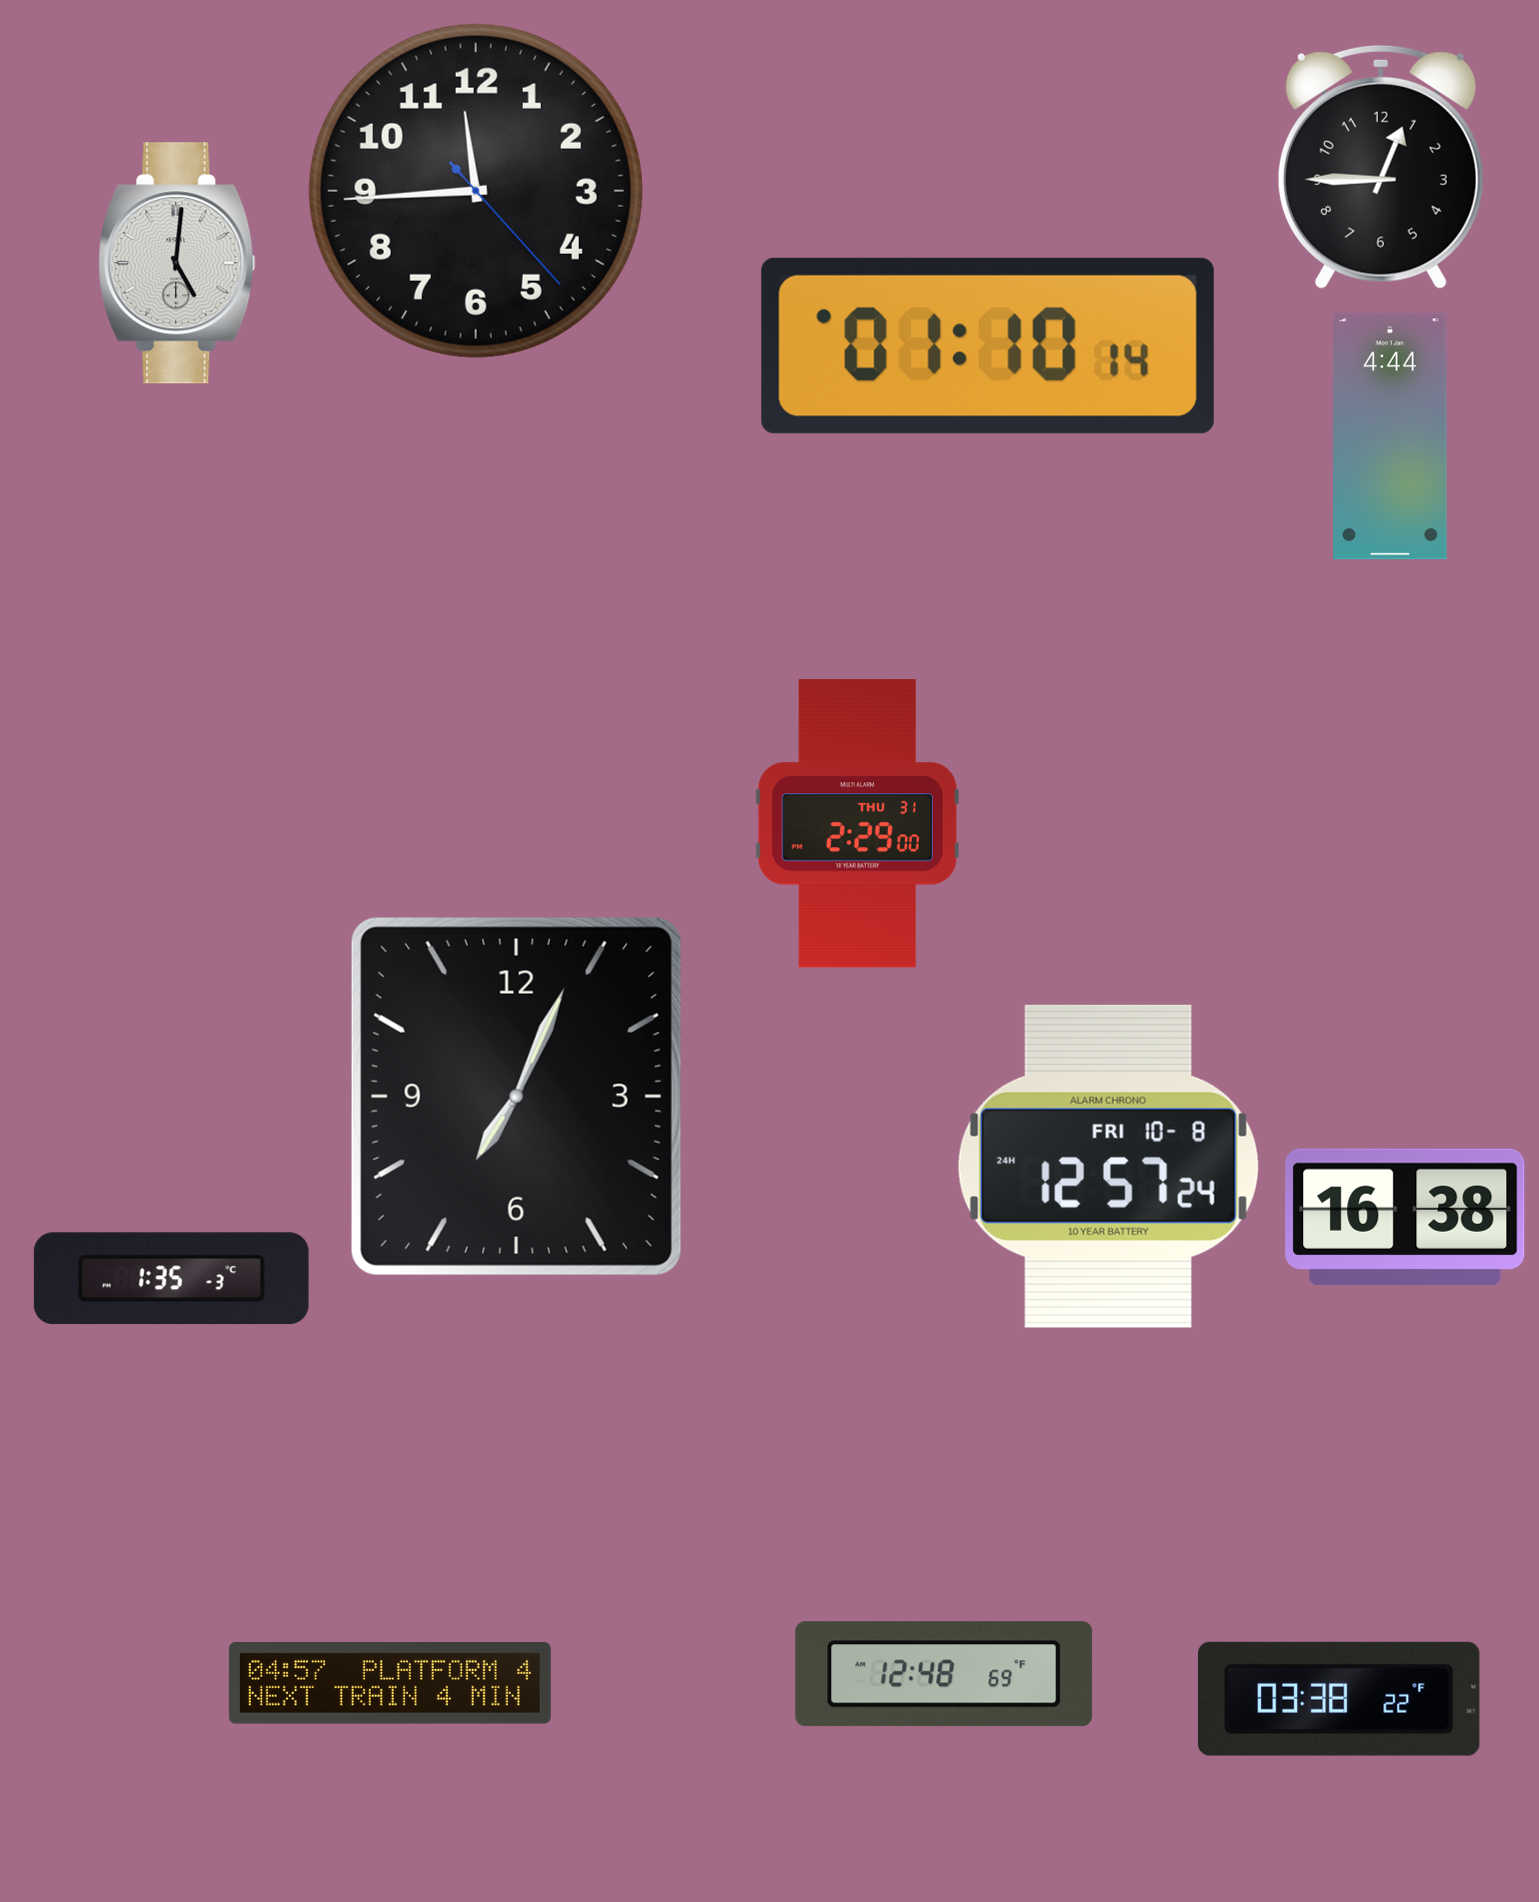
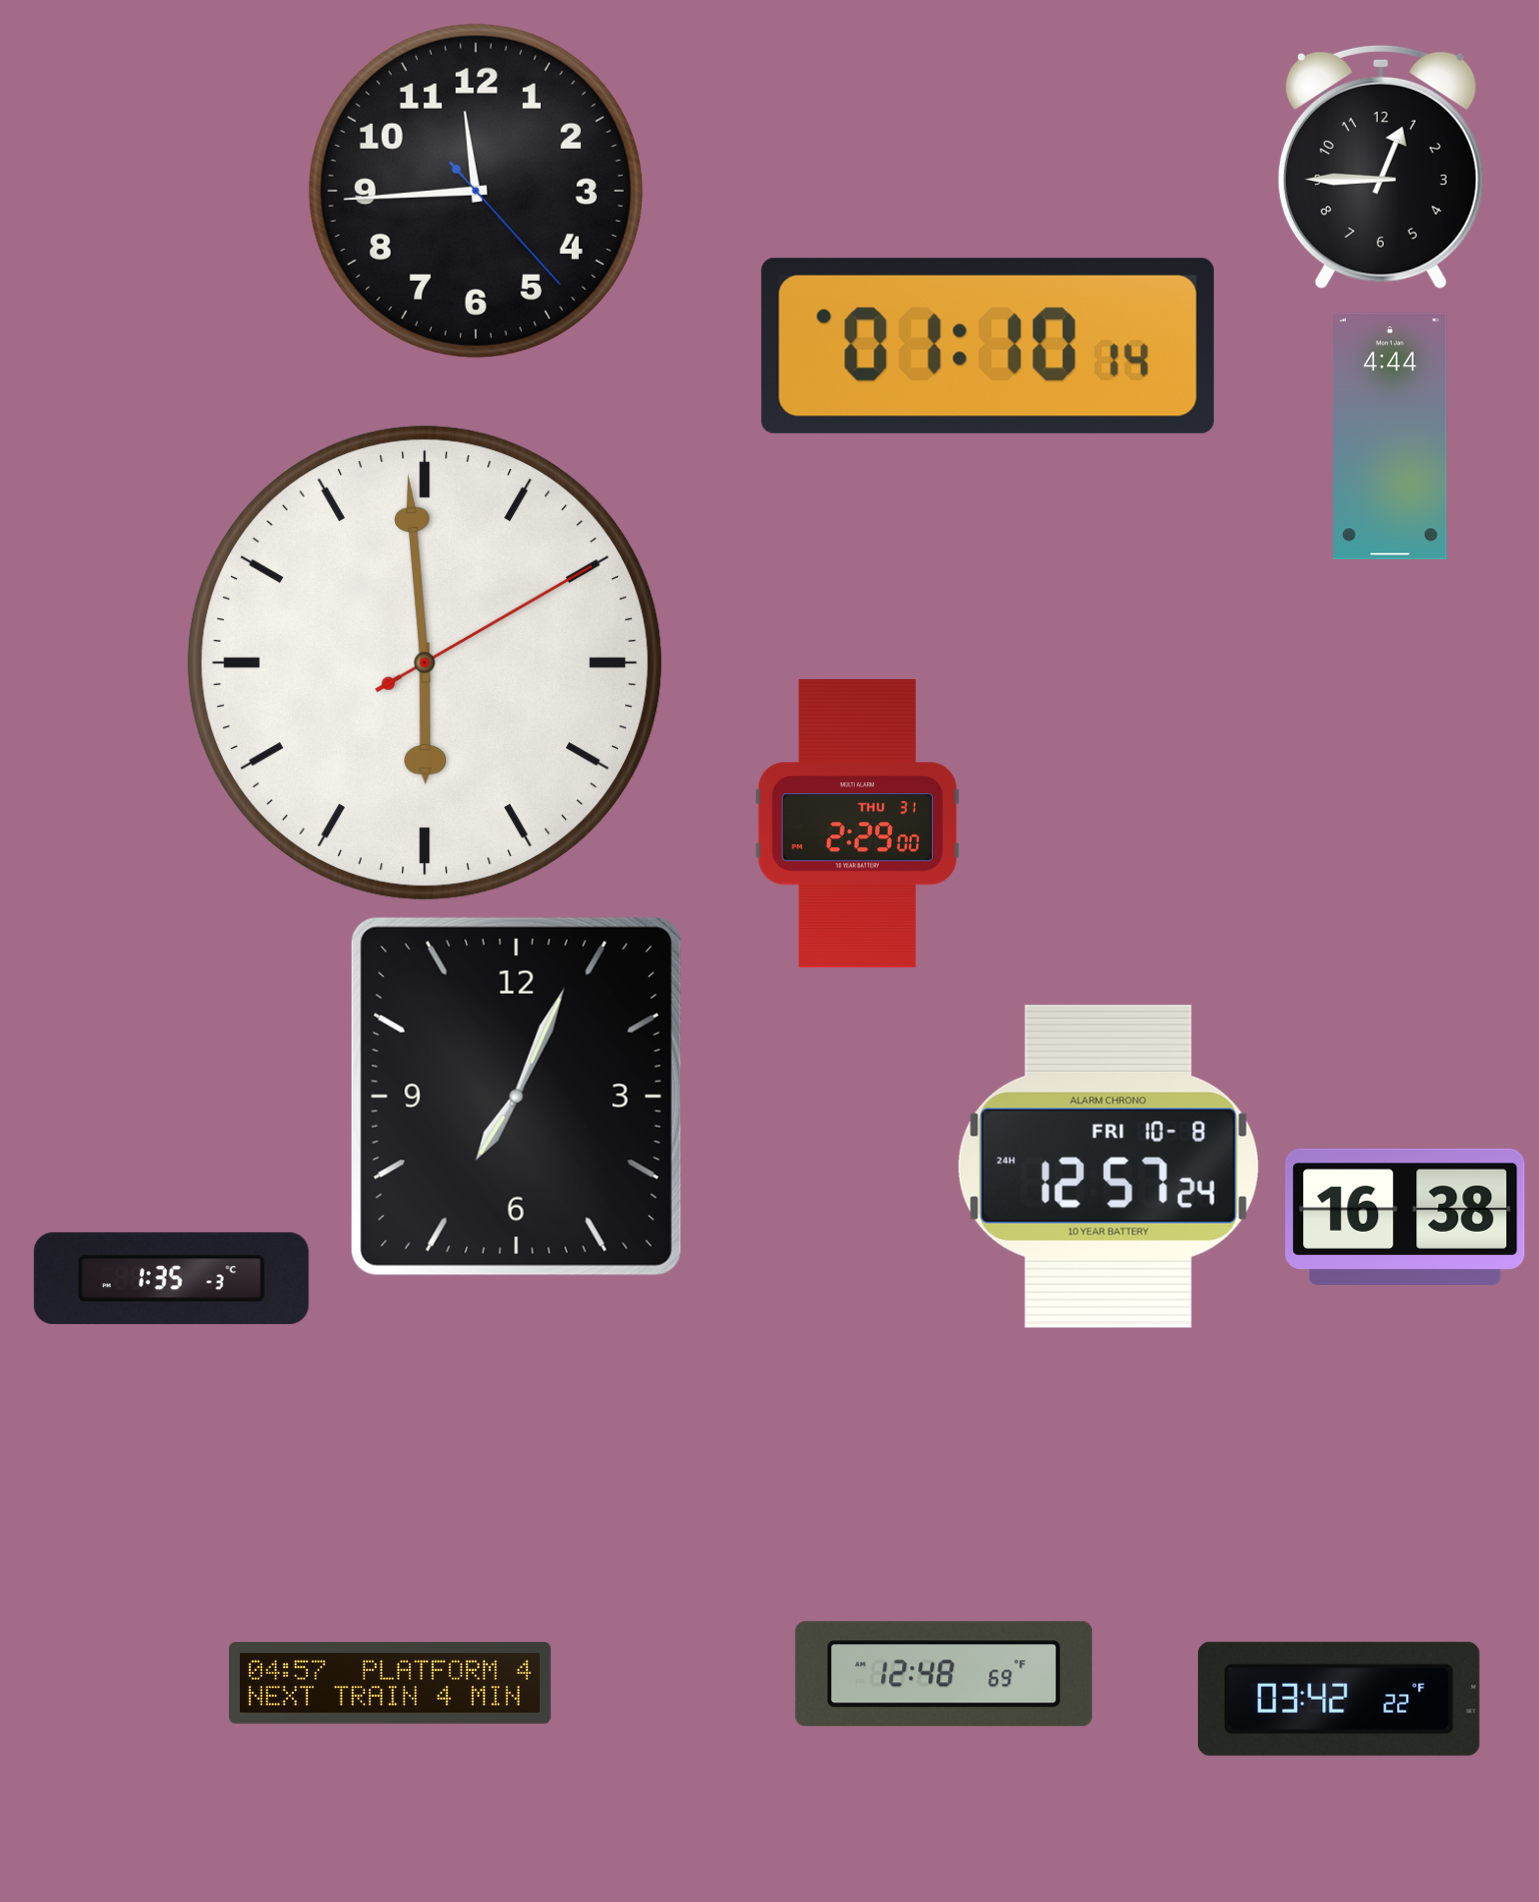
clock at (177, 263): 5:01 -> none
clock at (425, 663): none -> 5:59
clock at (1339, 1699): 03:38 -> 03:42
